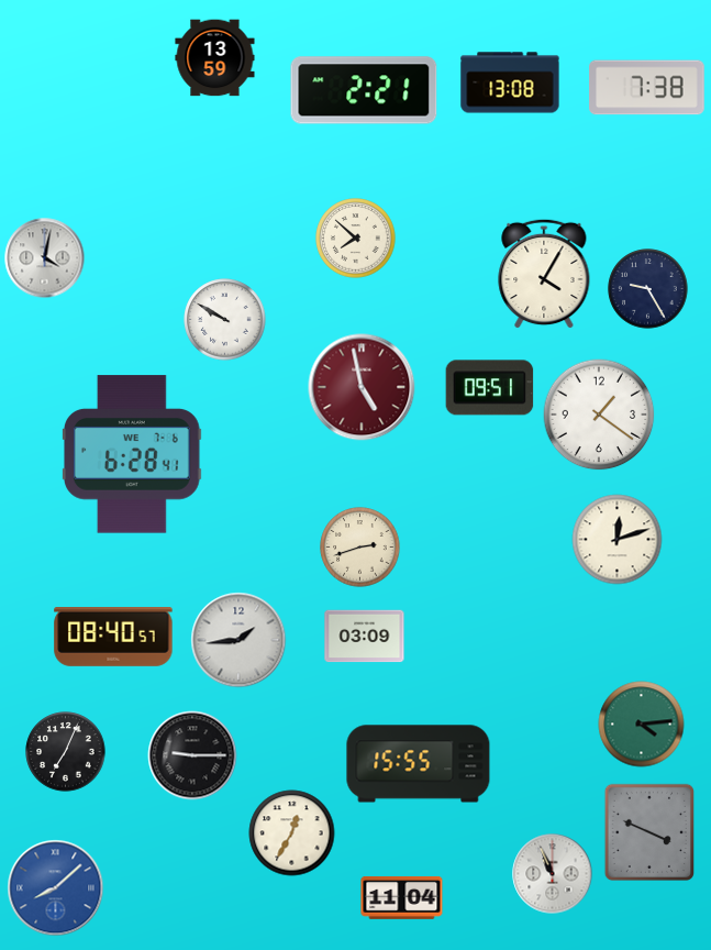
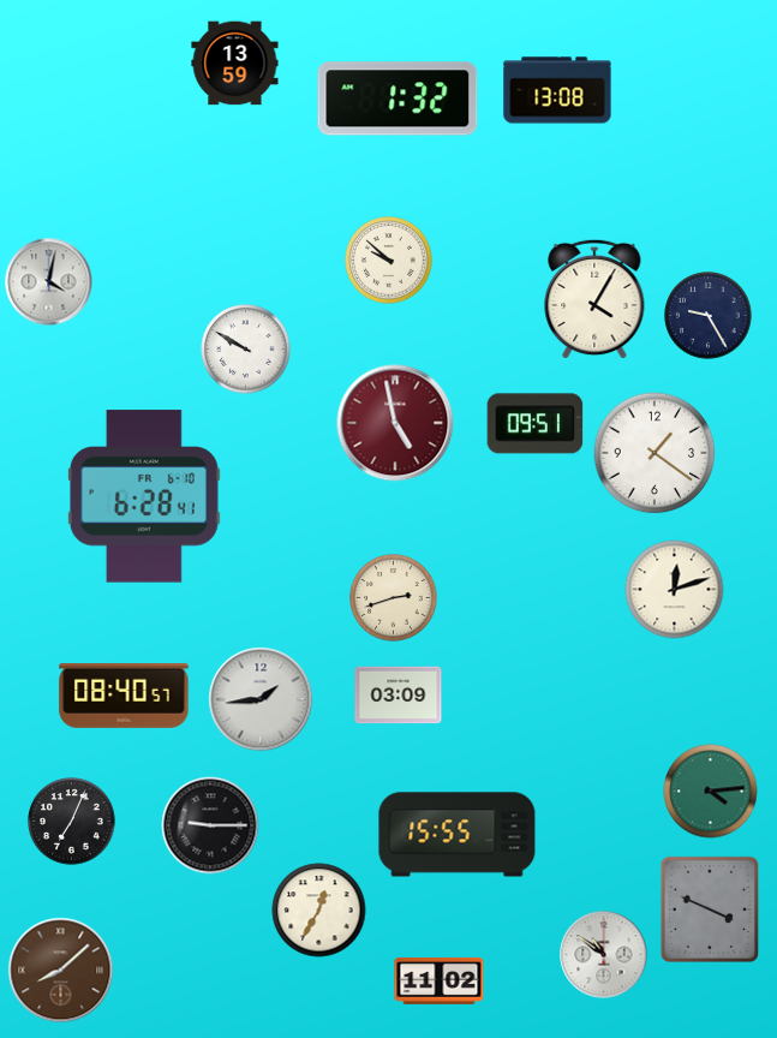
clock at (647, 88): 7:38 -> none
clock at (364, 90): 2:21 -> 1:32
clock at (356, 239): 7:52 -> 9:52
clock at (132, 454) date: WE 7-6 -> FR 6-10
clock at (642, 725) position: (642, 725) -> (711, 792)
clock at (553, 874): 10:56 -> 10:51
clock at (56, 888) dial: blue -> brown
clock at (402, 897): 11:04 -> 11:02
